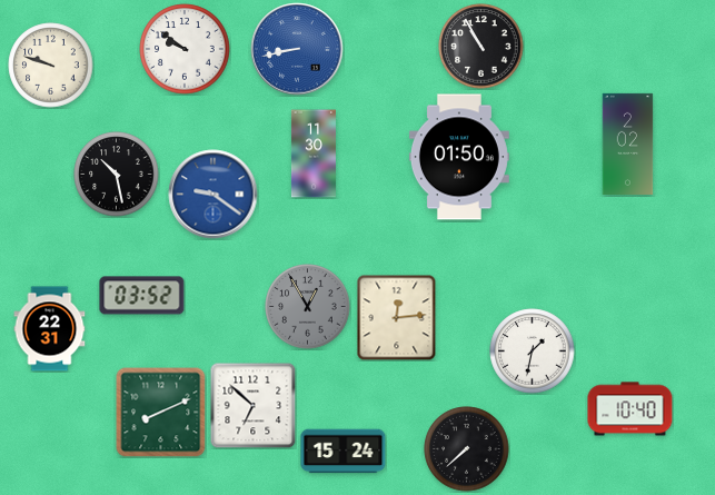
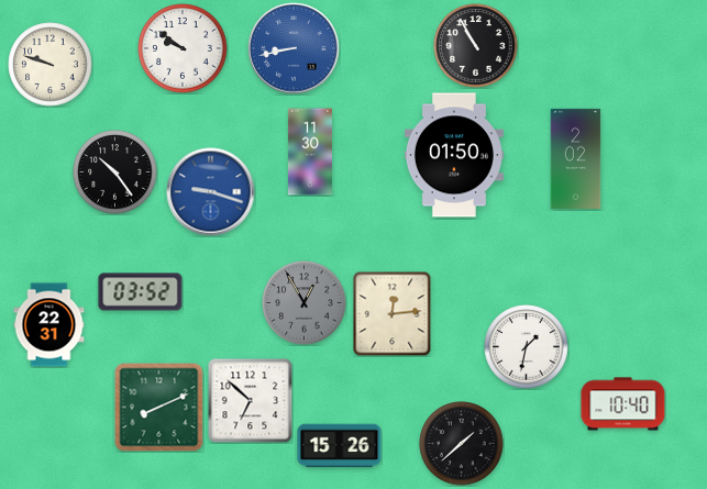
clock at (628, 143) position: (628, 143) -> (576, 158)
clock at (117, 175): 10:28 -> 10:24
clock at (213, 195): 9:21 -> 9:18
clock at (467, 449): 7:38 -> 1:38
clock at (344, 452): 15:24 -> 15:26
